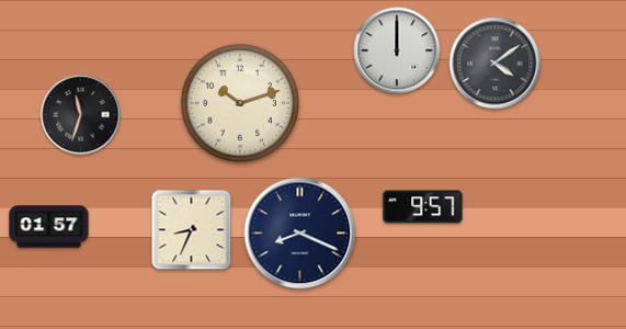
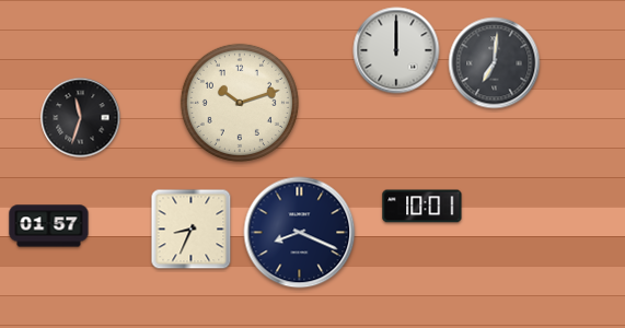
clock at (496, 64): 4:09 -> 7:01
clock at (81, 115) position: (81, 115) -> (81, 118)
clock at (423, 207): 9:57 -> 10:01
